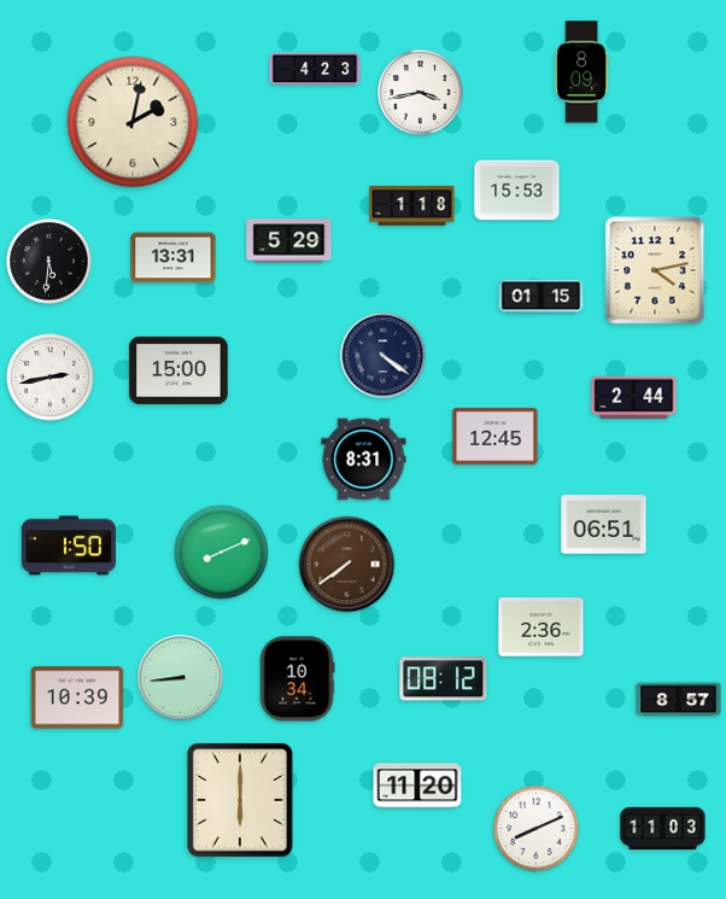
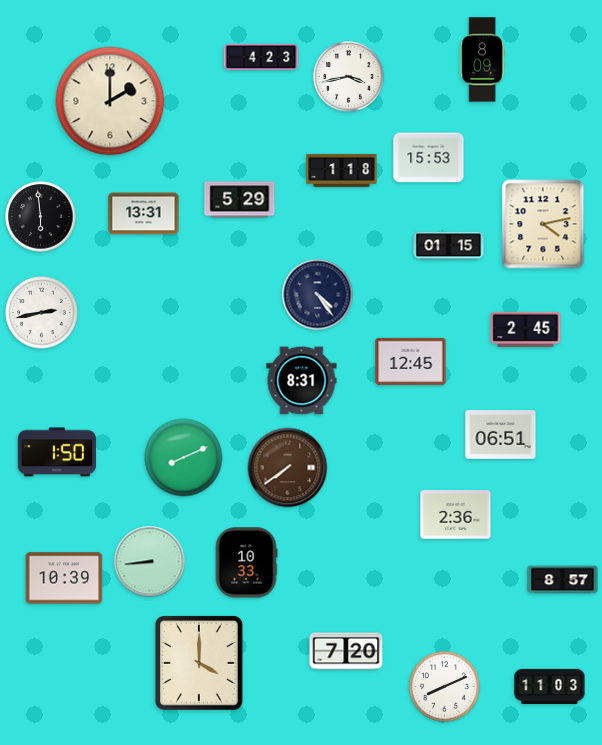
clock at (133, 122): 2:02 -> 2:00
clock at (49, 262): 5:31 -> 5:59
clock at (384, 356): 4:21 -> 4:24
clock at (178, 370): 15:00 -> none
clock at (634, 397): 2:44 -> 2:45
clock at (541, 627) position: (541, 627) -> (456, 515)
clock at (297, 679): 10:34 -> 10:33
clock at (444, 679): 08:12 -> none
clock at (417, 786): 11:20 -> 7:20
clock at (241, 800): 6:00 -> 4:00
